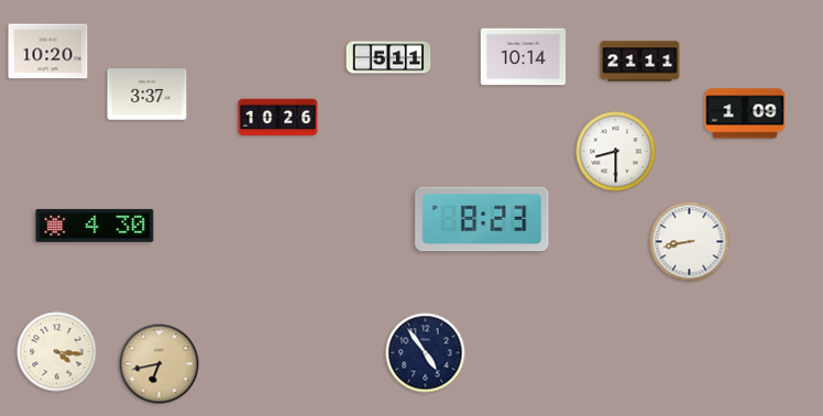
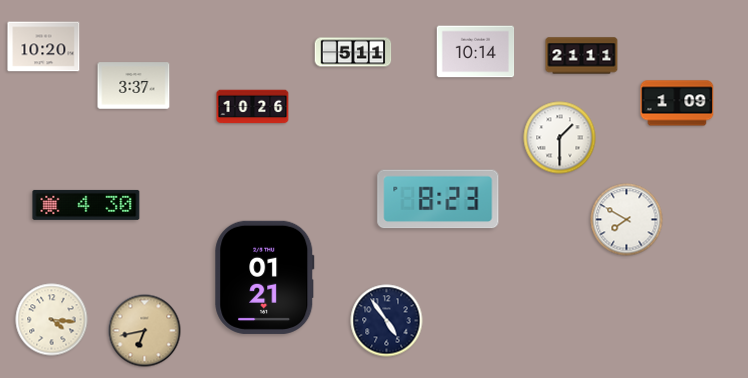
clock at (616, 152): 8:30 -> 1:30
clock at (690, 242): 8:43 -> 7:50
clock at (265, 277): none -> 01:21
